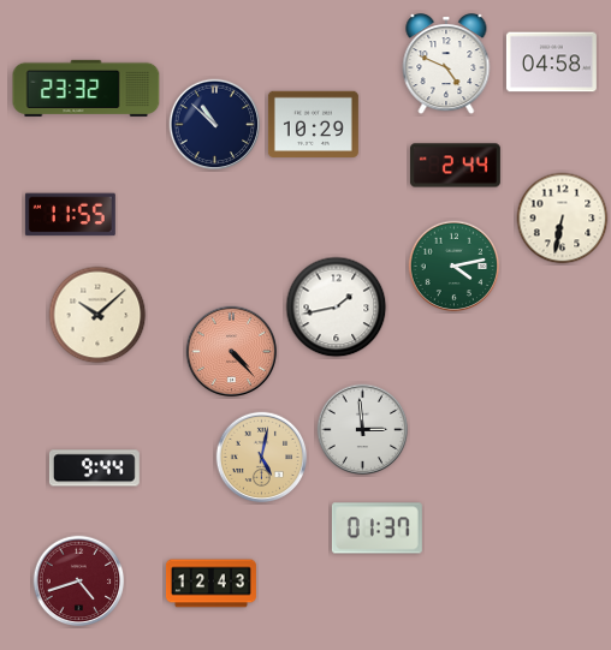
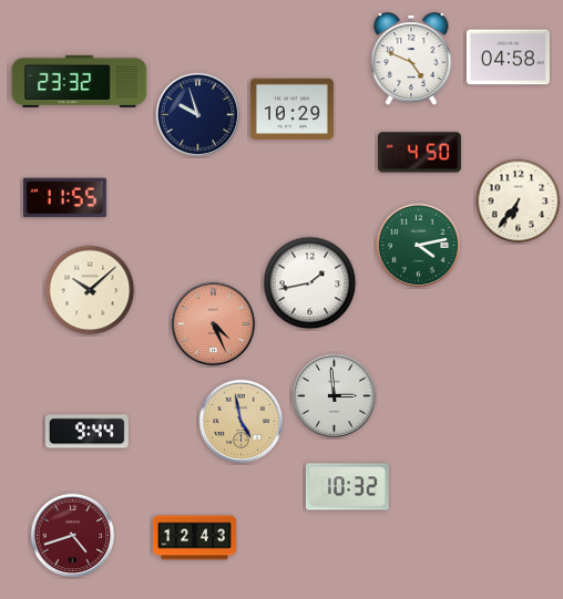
clock at (313, 124) position: (313, 124) -> (291, 109)
clock at (215, 125): 10:52 -> 9:57
clock at (455, 166): 2:44 -> 4:50
clock at (563, 219): 6:32 -> 6:36
clock at (232, 352): 4:23 -> 4:26
clock at (262, 458): 5:02 -> 4:58
clock at (376, 529): 01:37 -> 10:32
